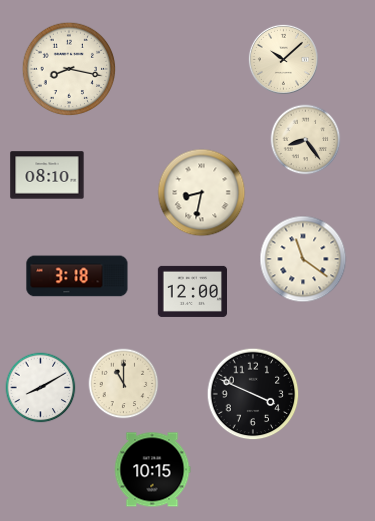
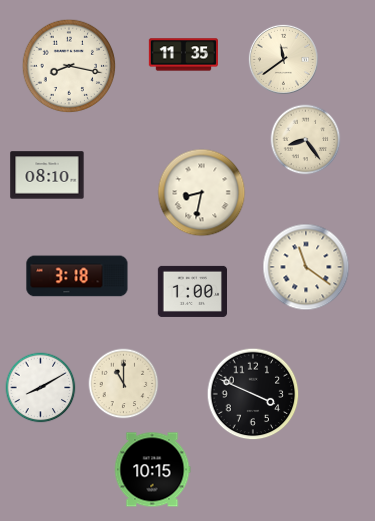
clock at (183, 55): none -> 11:35
clock at (283, 59): 10:08 -> 11:39
clock at (69, 69) position: (69, 69) -> (69, 66)
clock at (303, 259) position: (303, 259) -> (306, 267)
clock at (192, 291): 12:00 -> 1:00
